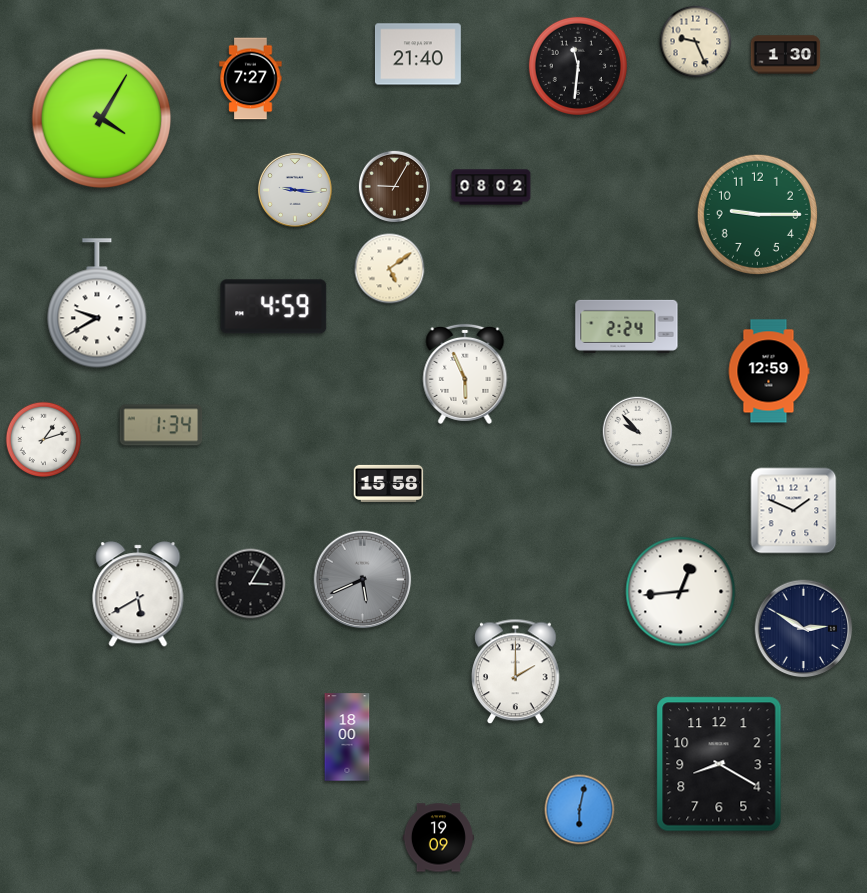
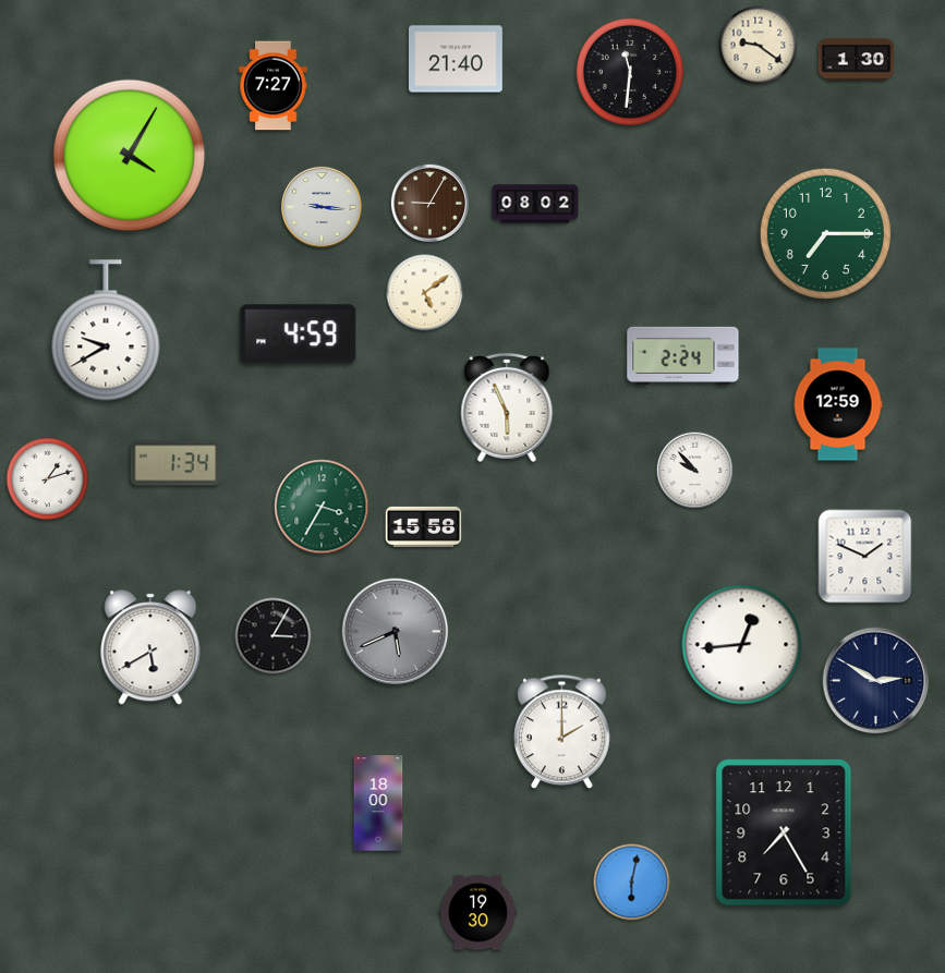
clock at (696, 42): 9:26 -> 9:21
clock at (102, 119) position: (102, 119) -> (130, 156)
clock at (757, 214): 9:15 -> 7:15
clock at (322, 507): none -> 3:35
clock at (804, 629) position: (804, 629) -> (876, 681)
clock at (719, 764): 8:20 -> 7:25
clock at (438, 838): 19:09 -> 19:30
